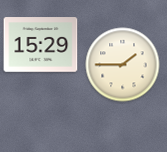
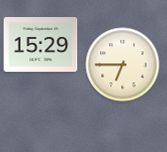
clock at (123, 65): 1:45 -> 6:45
